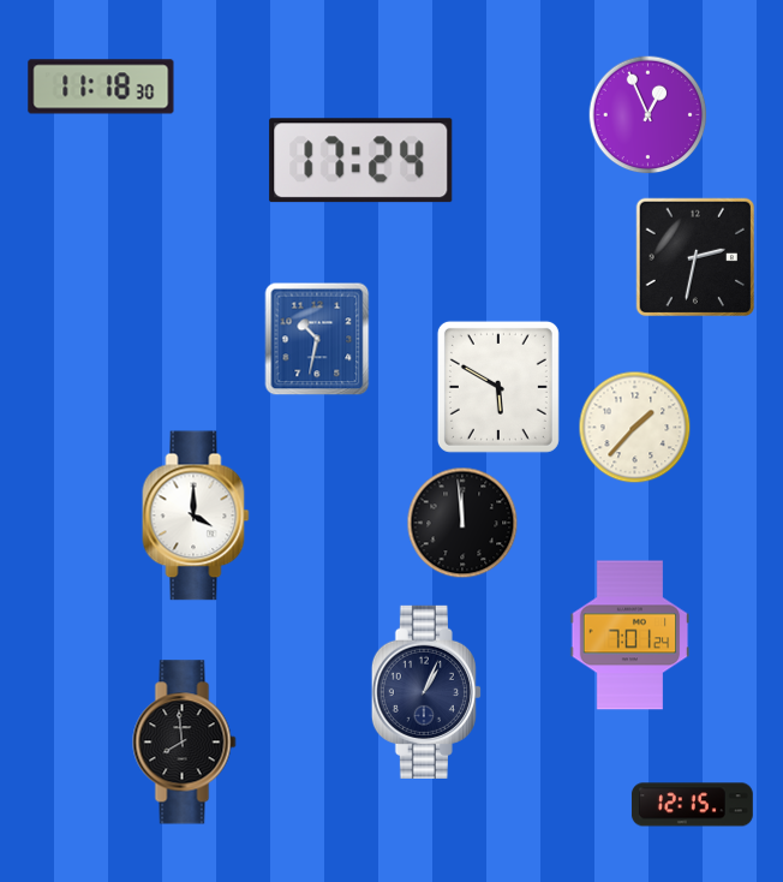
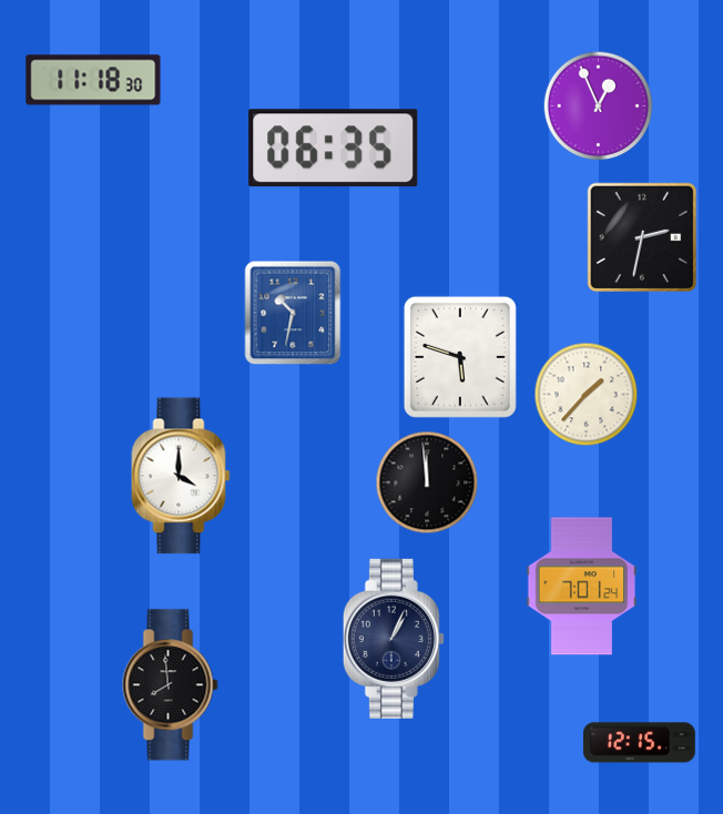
clock at (361, 161): 17:24 -> 06:35
clock at (498, 387): 5:50 -> 5:48
